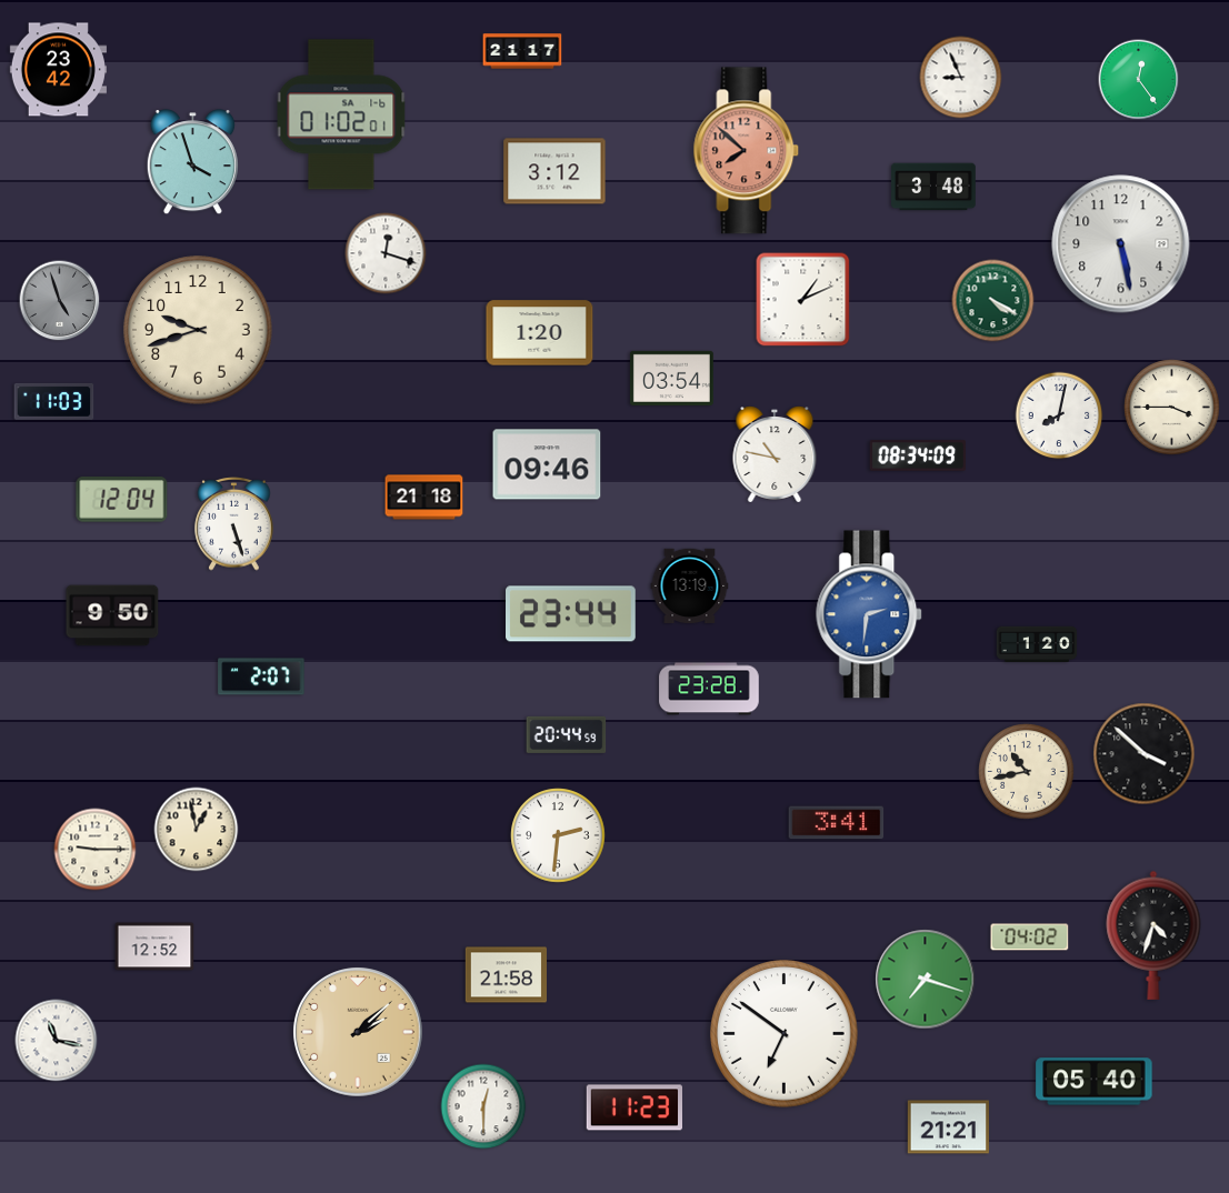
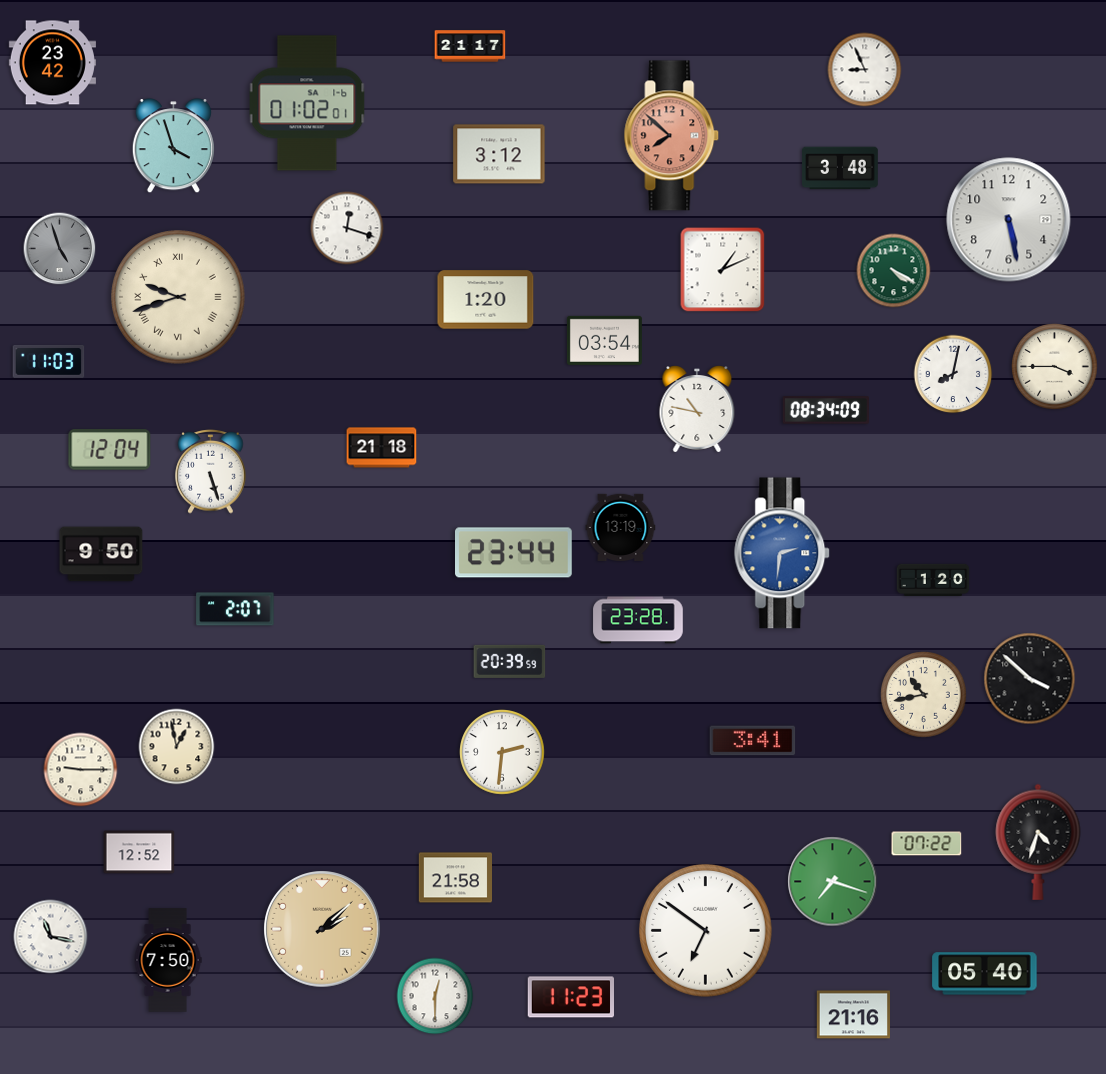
clock at (1139, 80): 12:24 -> none
clock at (60, 301) position: (60, 301) -> (60, 249)
clock at (198, 330) numerals: Arabic -> Roman
clock at (547, 464): 09:46 -> none
clock at (567, 734): 20:44 -> 20:39
clock at (96, 850) position: (96, 850) -> (81, 770)
clock at (1030, 938): 04:02 -> 07:22
clock at (168, 960): none -> 7:50
clock at (948, 1127): 21:21 -> 21:16
